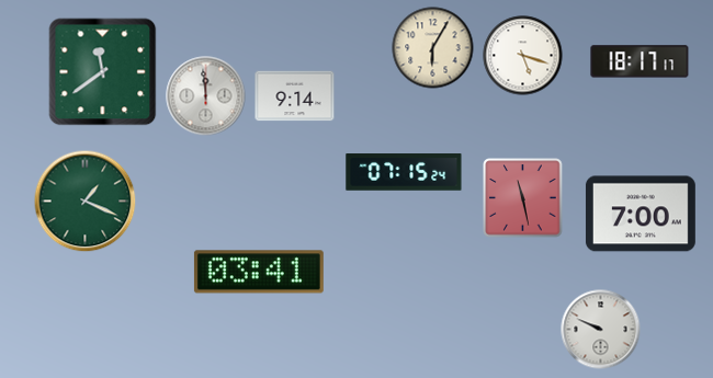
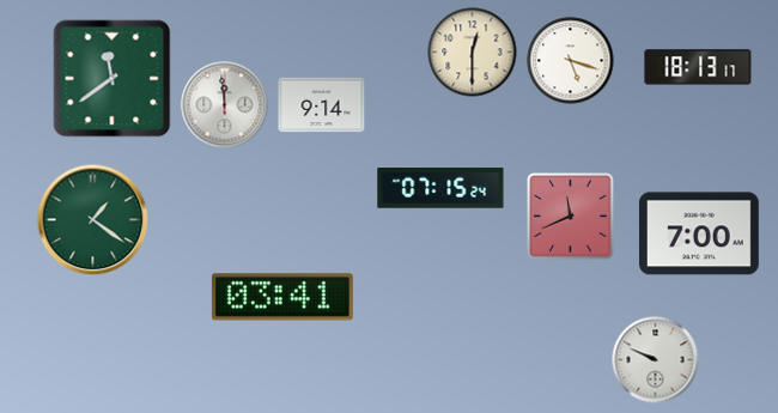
clock at (433, 48): 6:05 -> 12:30
clock at (640, 61): 18:17 -> 18:13
clock at (523, 198): 11:28 -> 11:41
clock at (86, 202): 1:19 -> 1:21
